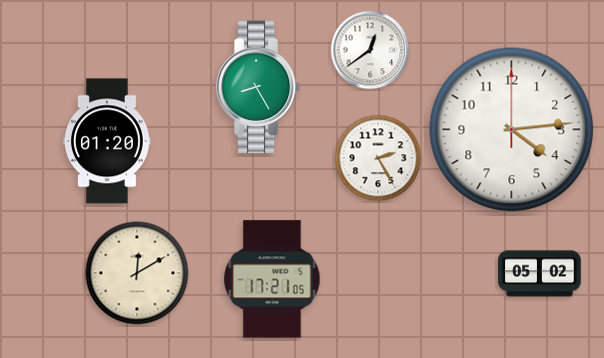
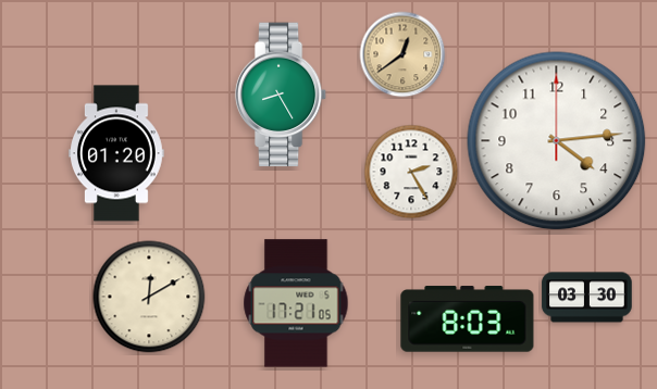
clock at (370, 50) dial: white -> champagne
clock at (540, 274): 05:02 -> 03:30
clock at (468, 319): none -> 8:03
